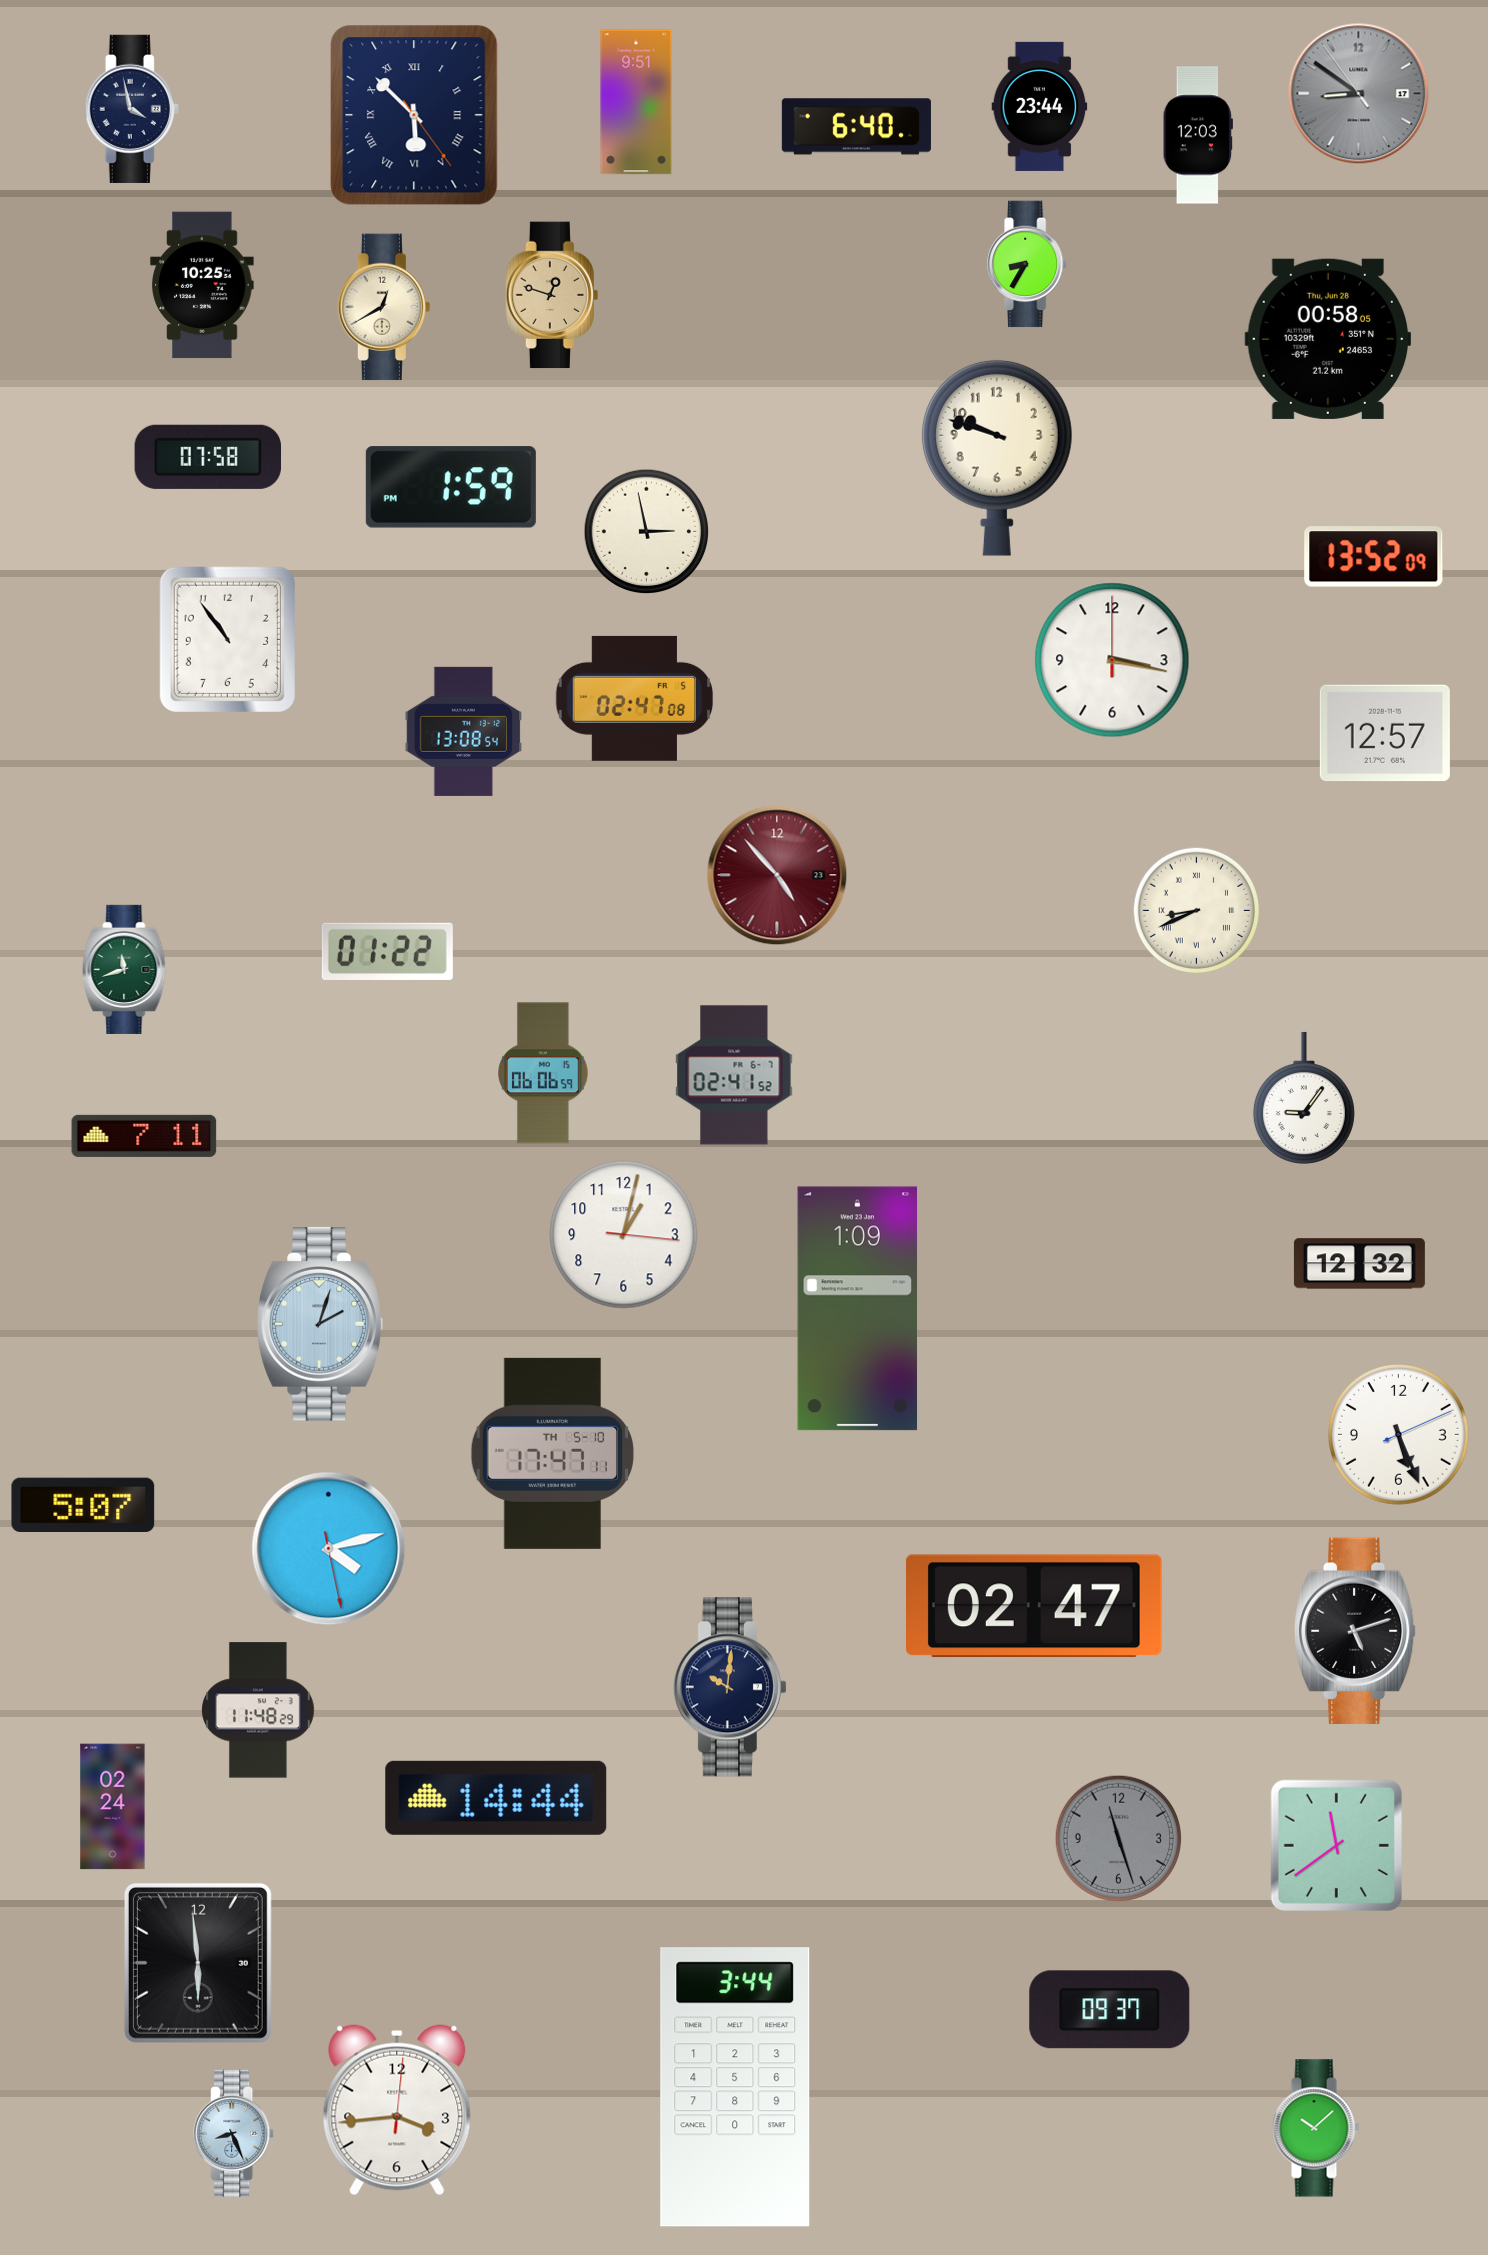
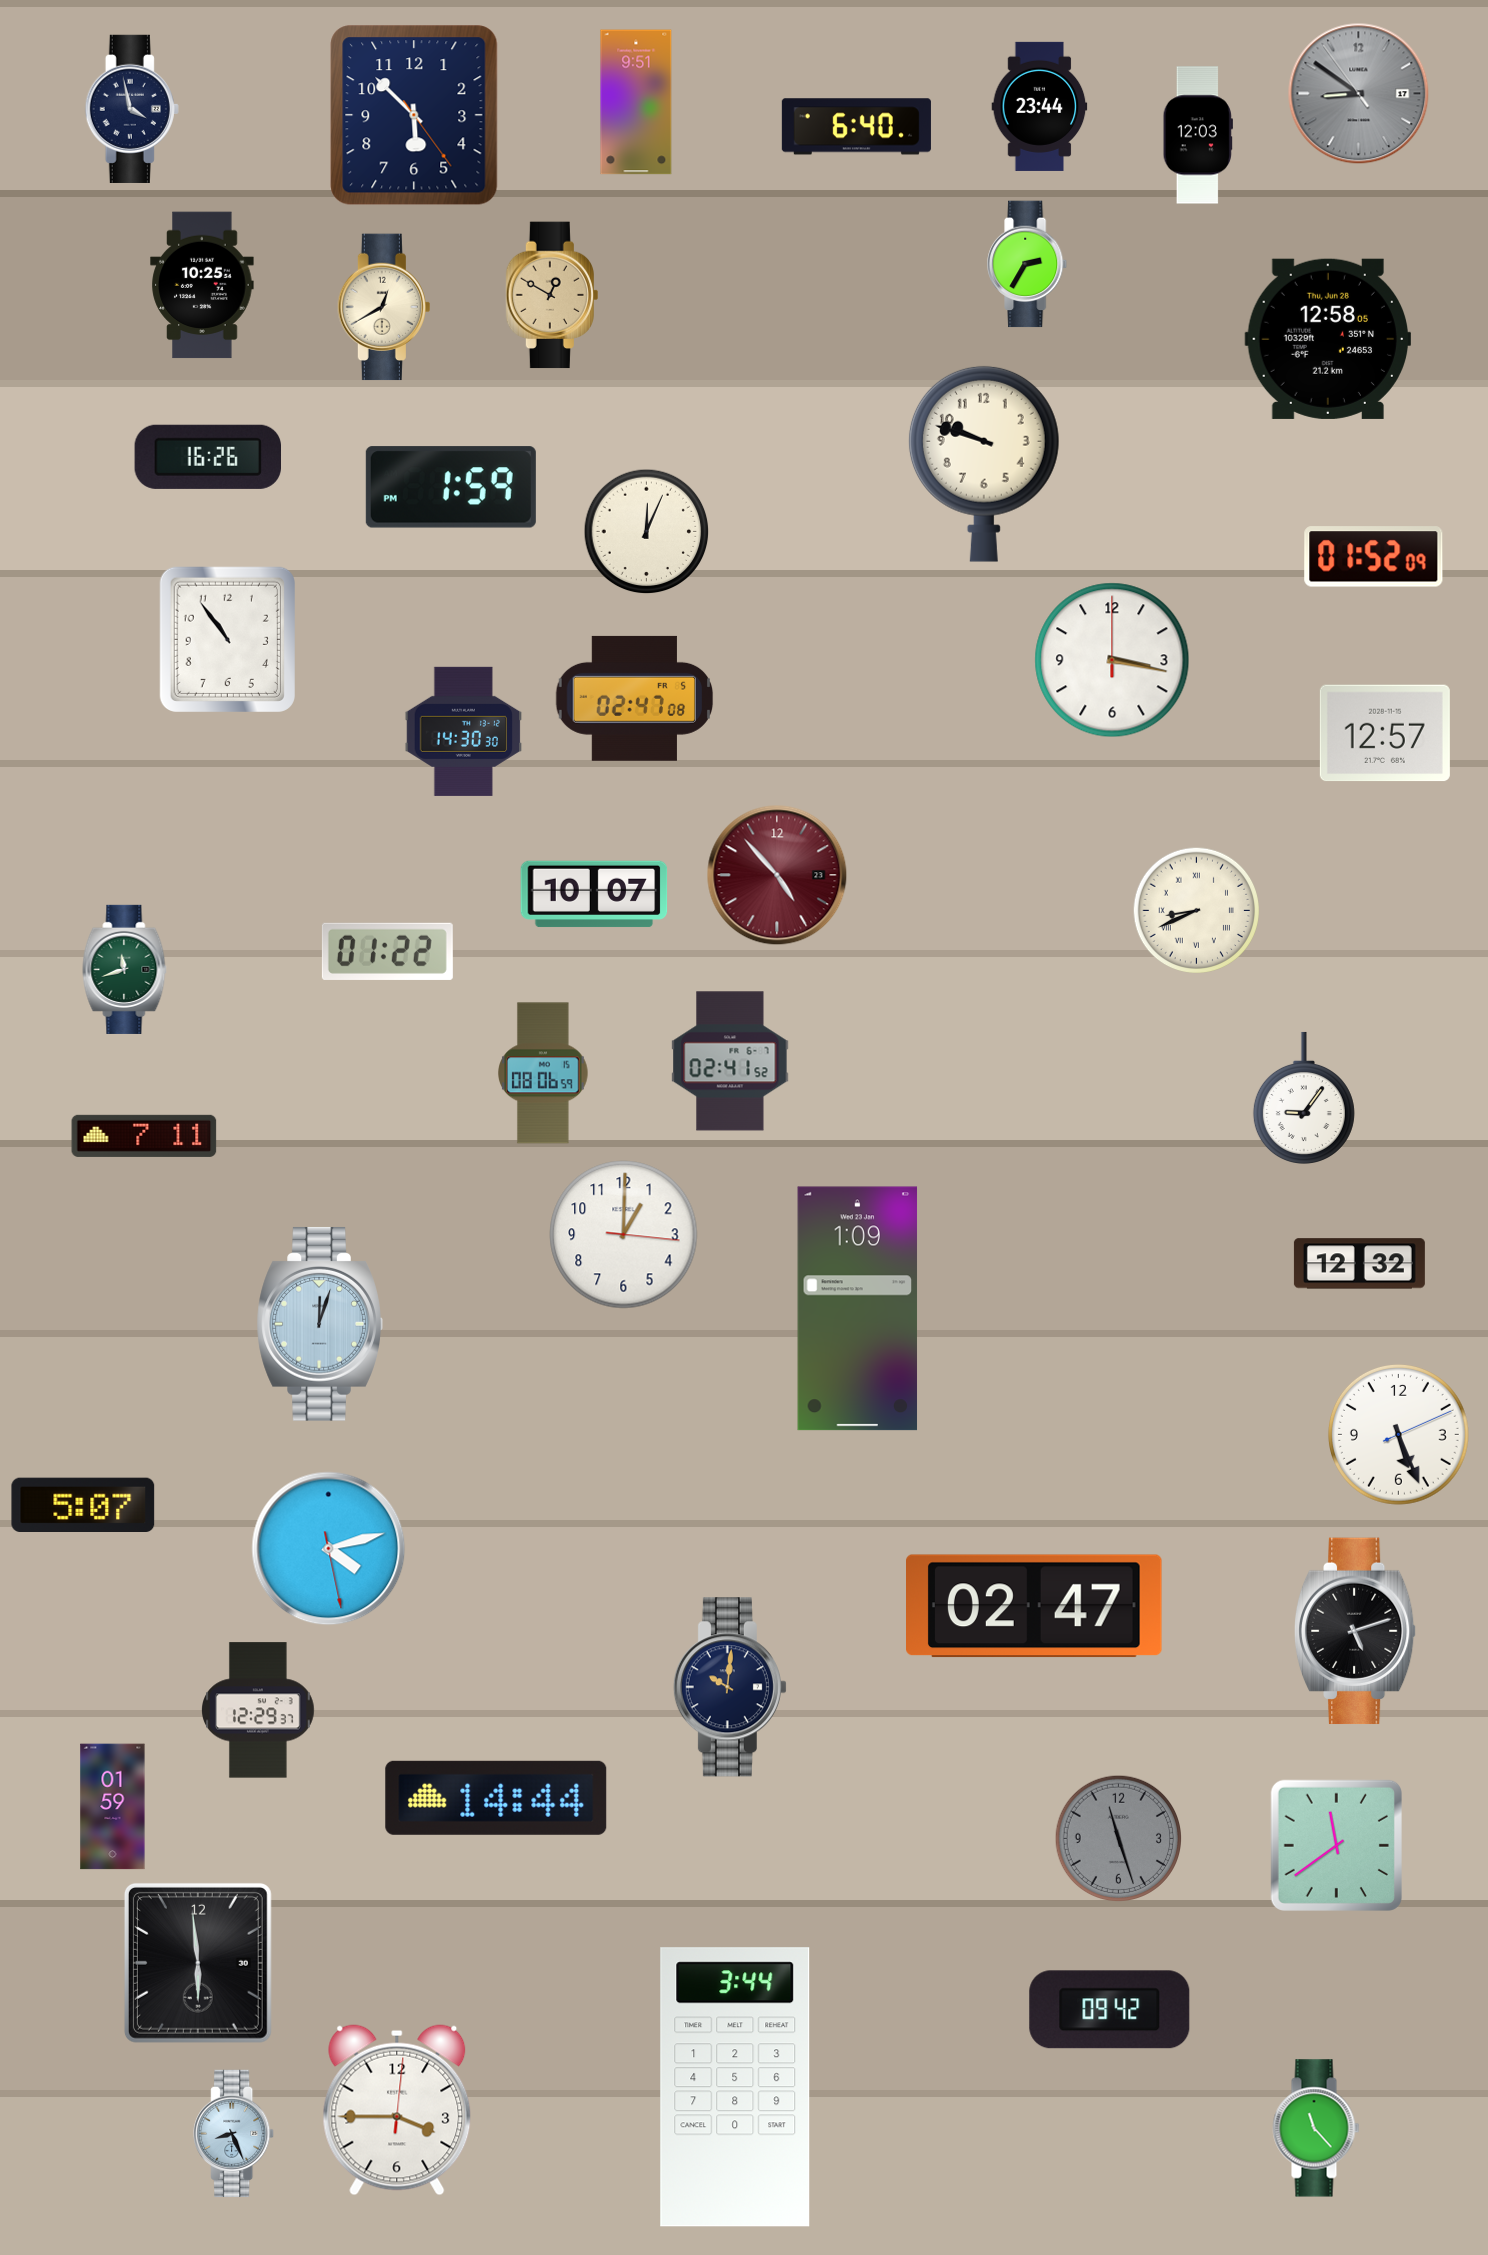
clock at (414, 115) numerals: Roman -> Arabic
clock at (1028, 264): 8:35 -> 2:35
clock at (551, 295): 12:48 -> 12:50
clock at (1327, 339): 00:58 -> 12:58
clock at (207, 457): 07:58 -> 16:26
clock at (997, 458) position: (997, 458) -> (984, 464)
clock at (647, 532): 2:58 -> 12:04
clock at (1374, 557): 13:52 -> 01:52
clock at (464, 731): 13:08 -> 14:30
clock at (594, 894): none -> 10:07
clock at (543, 1073): 06:06 -> 08:06
clock at (734, 1075) position: (734, 1075) -> (730, 1061)
clock at (624, 1235): 1:02 -> 1:00
clock at (320, 1324): 2:03 -> 12:03
clock at (553, 1453): 17:47 -> none
clock at (259, 1710): 11:48 -> 12:29
clock at (113, 1807): 02:24 -> 01:59
clock at (1110, 2010): 09:37 -> 09:42
clock at (397, 2110): 3:44 -> 3:45
clock at (1316, 2128): 10:08 -> 11:23
